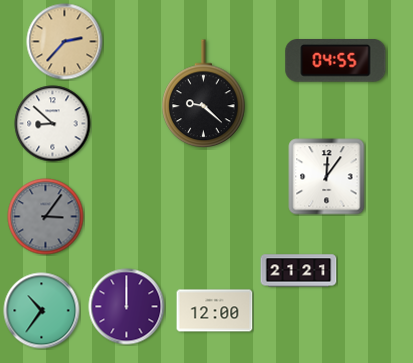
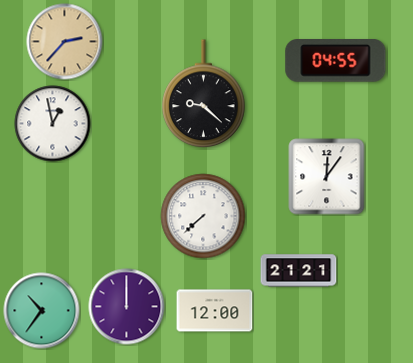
clock at (53, 124): 8:52 -> 12:58
clock at (203, 216): none -> 7:38
clock at (46, 217): 3:06 -> none
